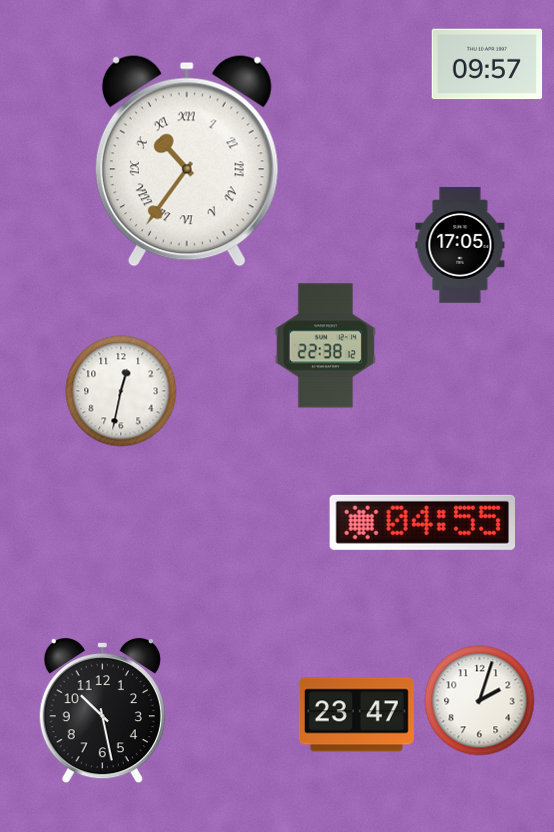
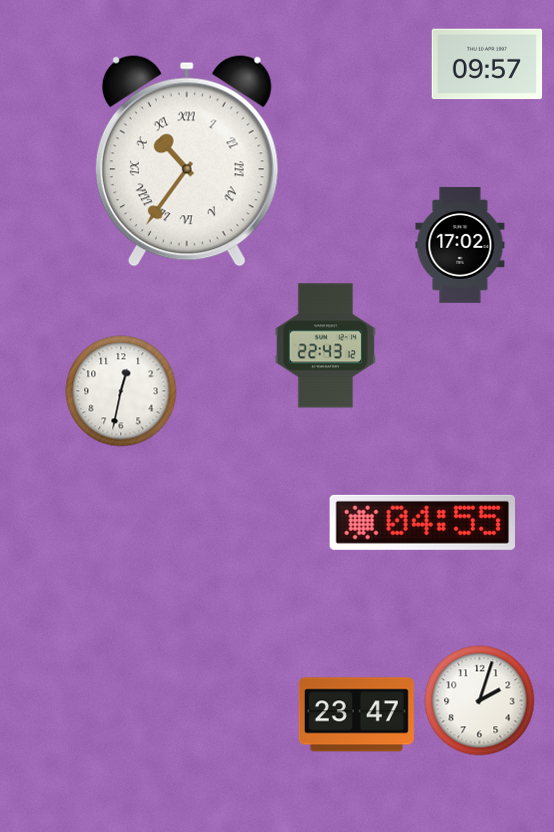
clock at (460, 245): 17:05 -> 17:02
clock at (325, 346): 22:38 -> 22:43
clock at (102, 711): 10:28 -> none
